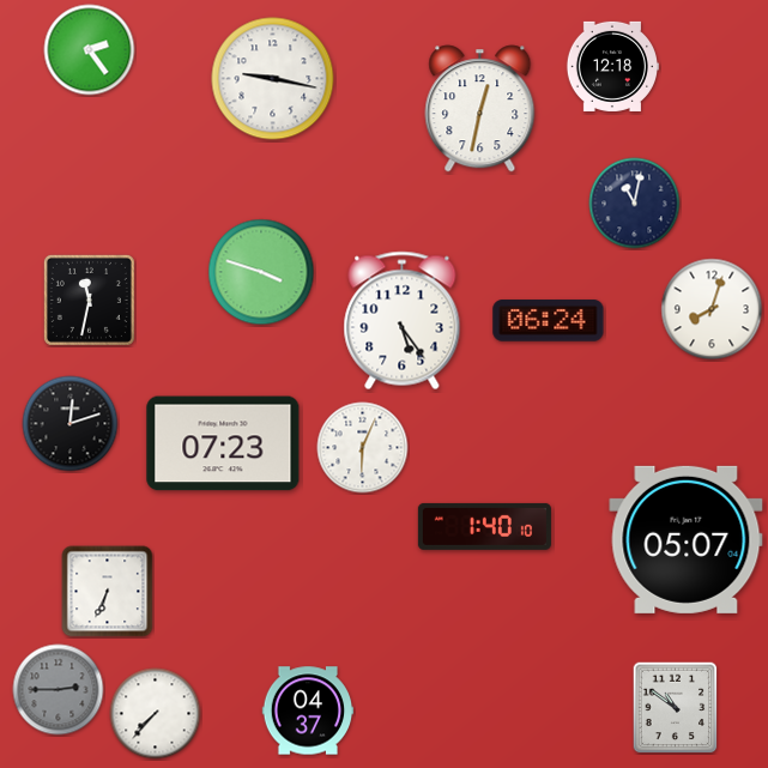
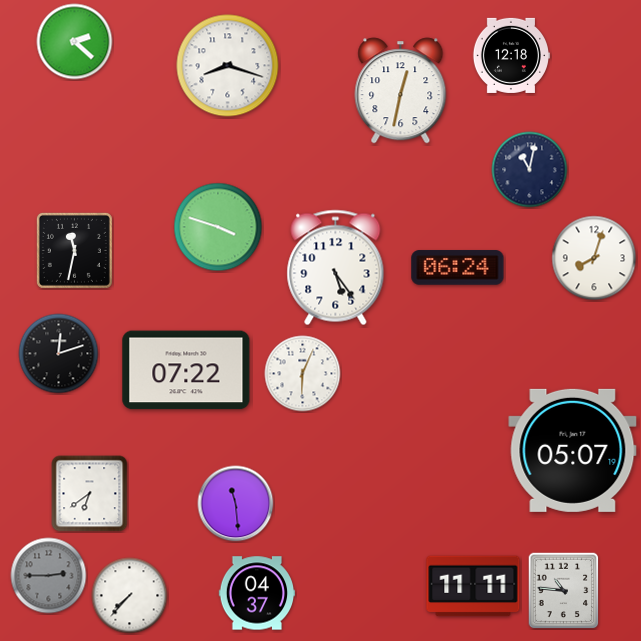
clock at (90, 50): 2:24 -> 2:22
clock at (273, 79): 9:17 -> 8:18
clock at (223, 443): 07:23 -> 07:22
clock at (484, 526): 1:40 -> none
clock at (687, 539): 05:07 -> 05:07:19
clock at (108, 592): 6:34 -> 6:39
clock at (236, 504): none -> 11:29
clock at (473, 586): none -> 11:11
clock at (676, 708): 10:51 -> 10:46
